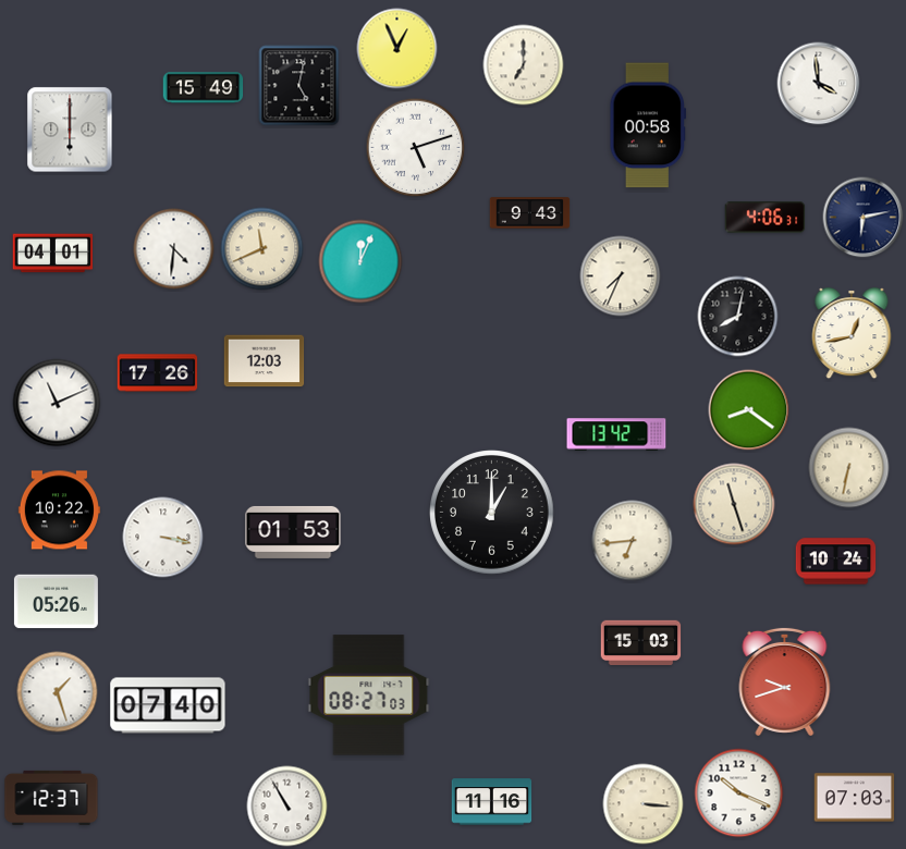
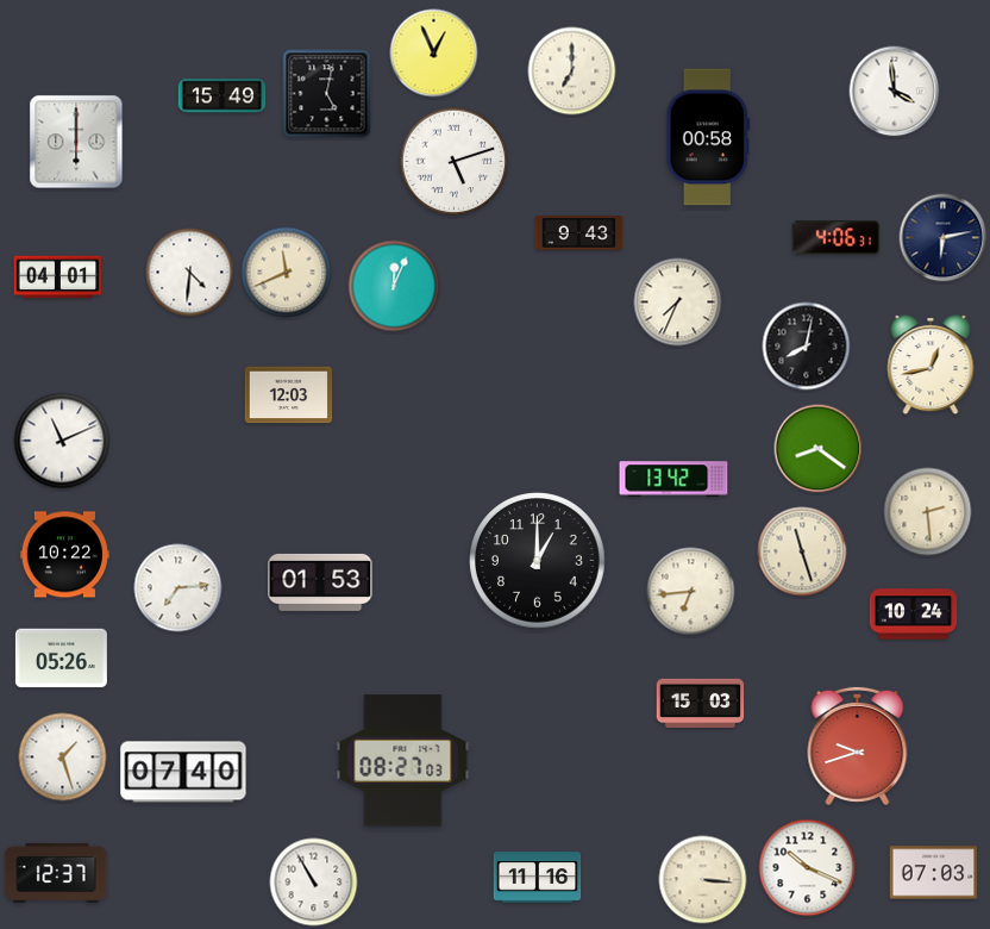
clock at (158, 373): 17:26 -> none
clock at (616, 434) position: (616, 434) -> (673, 479)
clock at (849, 468): 6:32 -> 2:29
clock at (59, 510) position: (59, 510) -> (64, 555)
clock at (163, 538): 3:17 -> 7:14
